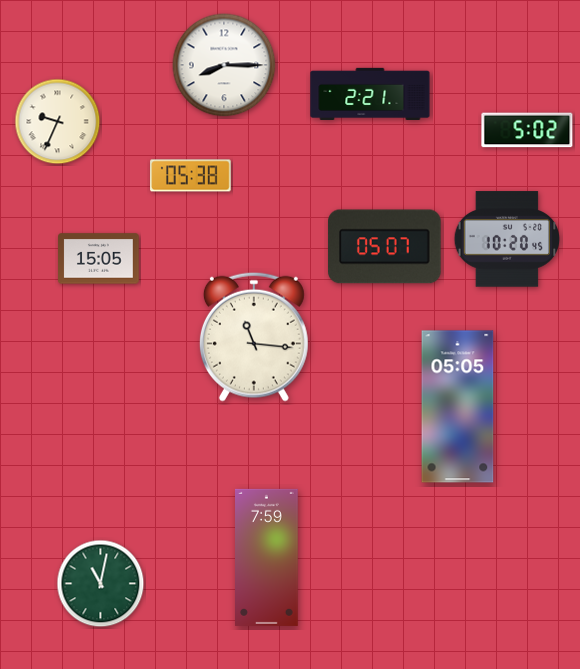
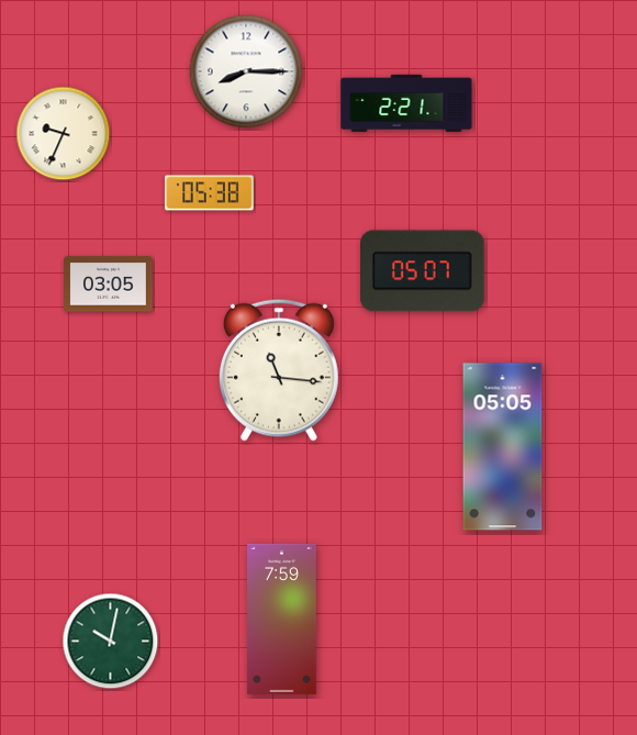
clock at (527, 130): 5:02 -> none
clock at (507, 239): 10:20 -> none
clock at (99, 259): 15:05 -> 03:05
clock at (267, 557) position: (267, 557) -> (282, 619)
clock at (101, 584): 11:02 -> 10:02
